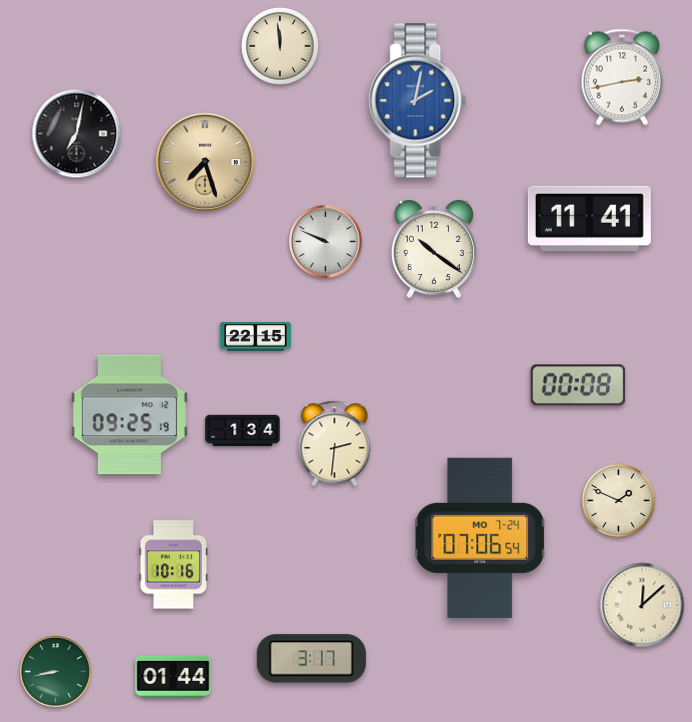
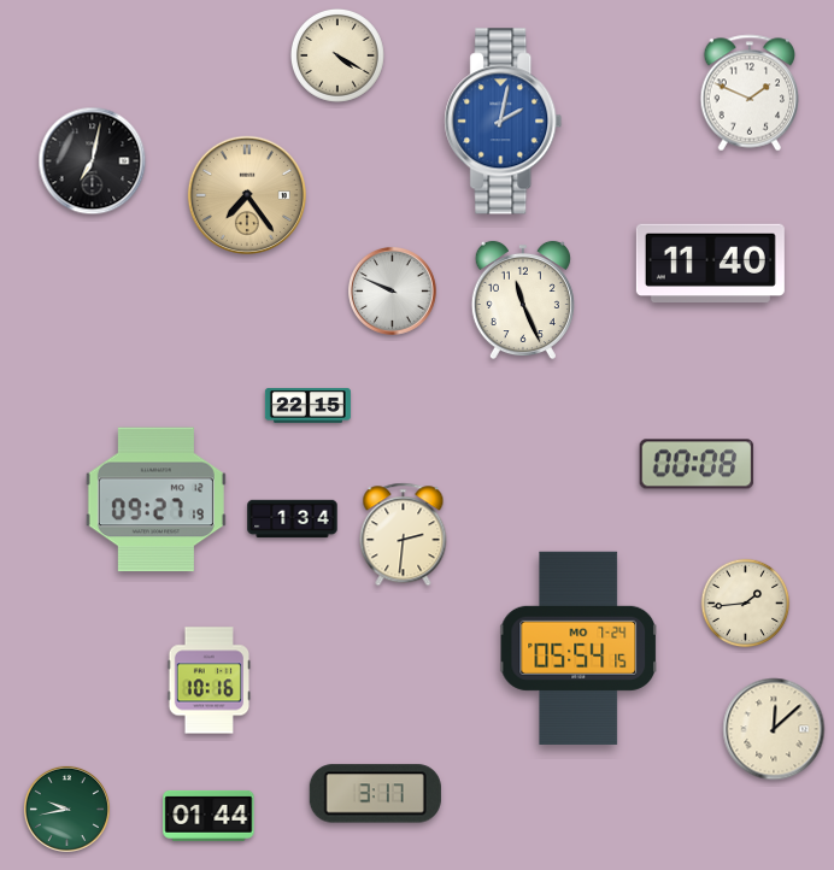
clock at (280, 46): 11:59 -> 4:20
clock at (622, 77): 2:43 -> 1:49
clock at (205, 162): 7:27 -> 7:24
clock at (589, 219): 11:41 -> 11:40
clock at (434, 249): 10:21 -> 11:26
clock at (129, 415): 09:25 -> 09:27
clock at (619, 501): 1:49 -> 1:44
clock at (481, 538): 07:06 -> 05:54
clock at (55, 671): 8:43 -> 9:43
